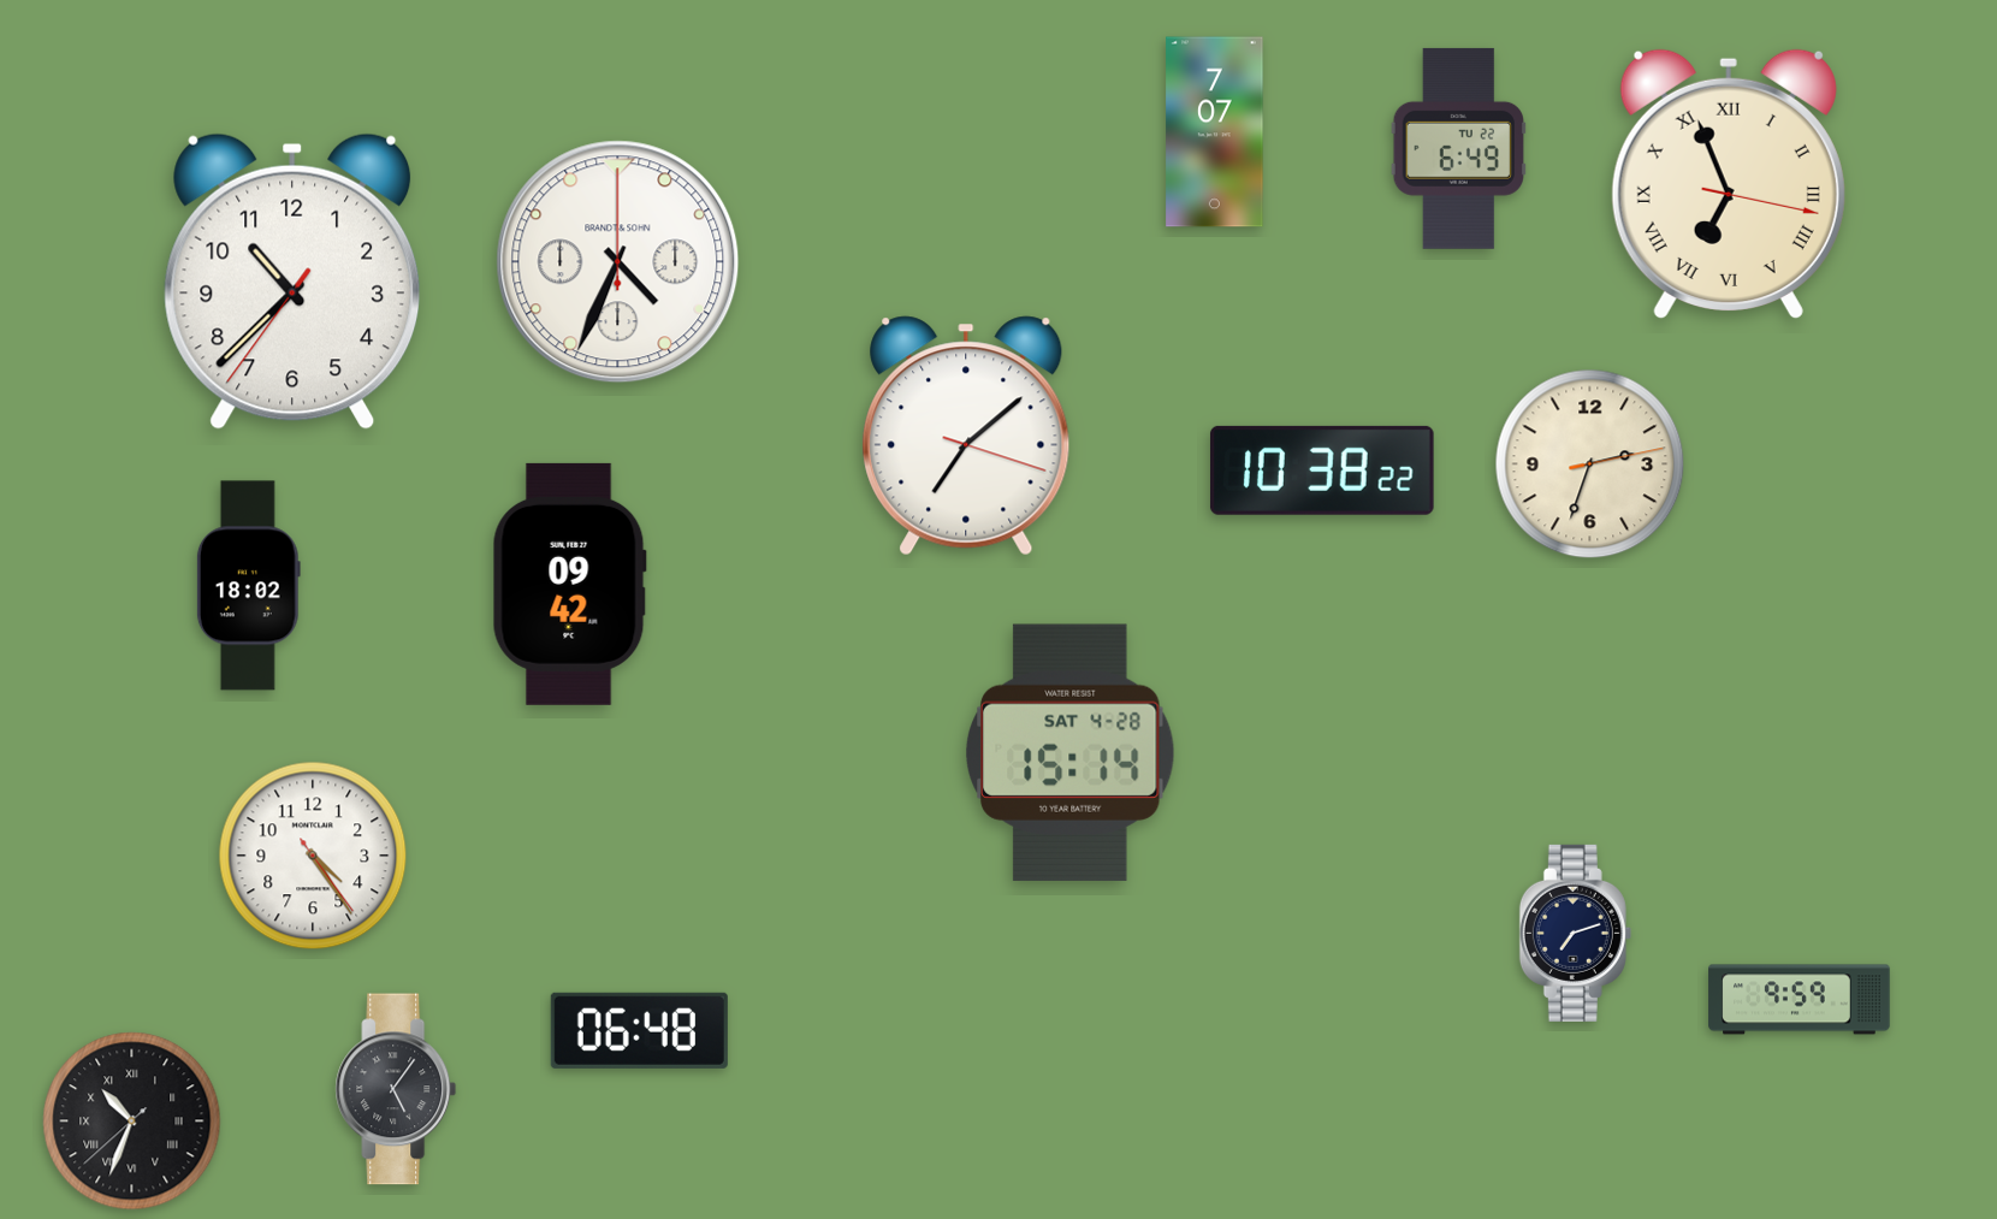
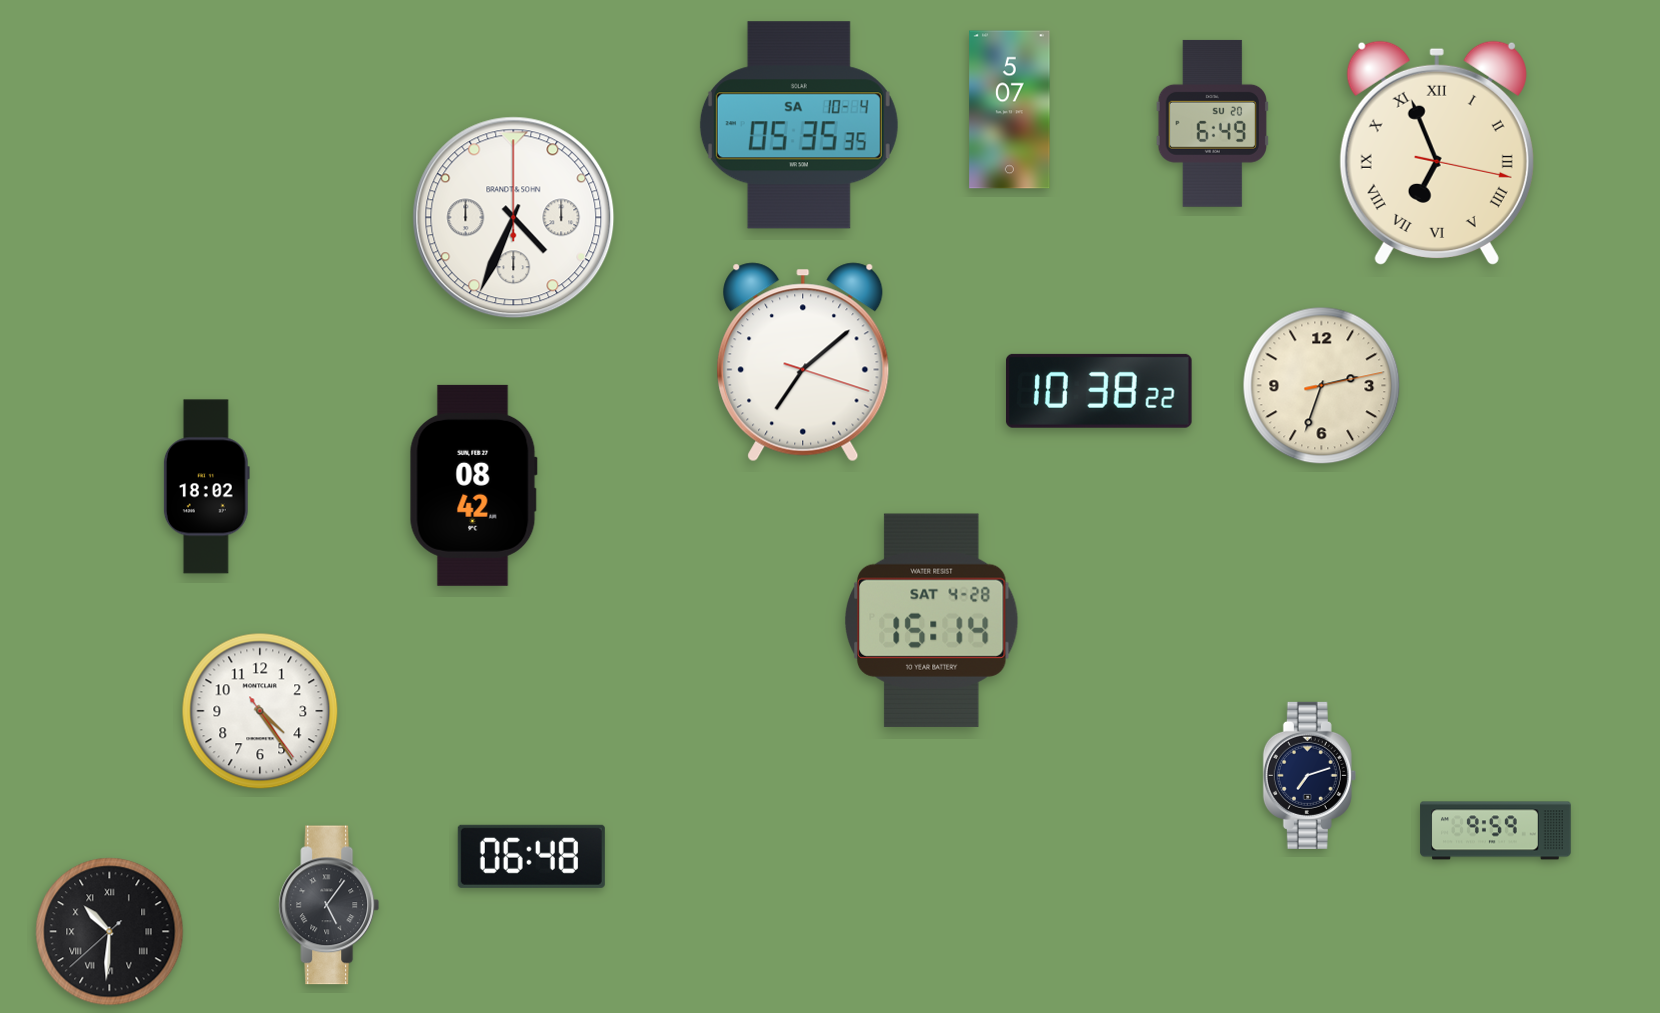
clock at (1215, 132): 7:07 -> 5:07
clock at (1458, 148) date: TU 22 -> SU 20
clock at (799, 125): none -> 05:35
clock at (292, 282): 10:37 -> none
clock at (569, 584): 09:42 -> 08:42
clock at (1071, 752) position: (1071, 752) -> (932, 620)
clock at (132, 1122): 10:33 -> 10:30
